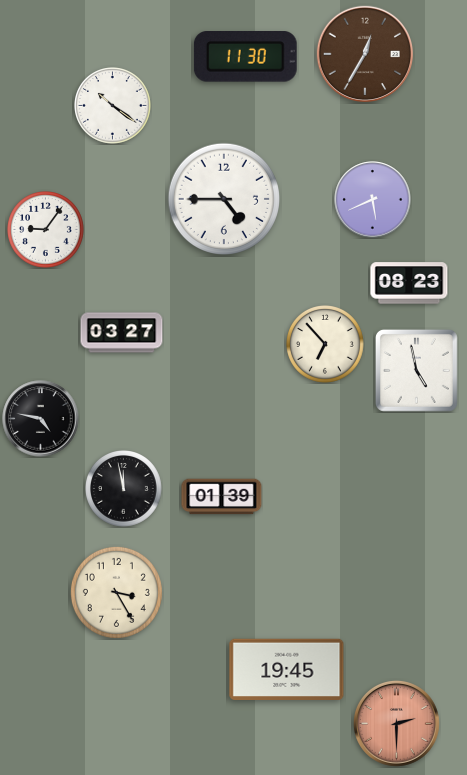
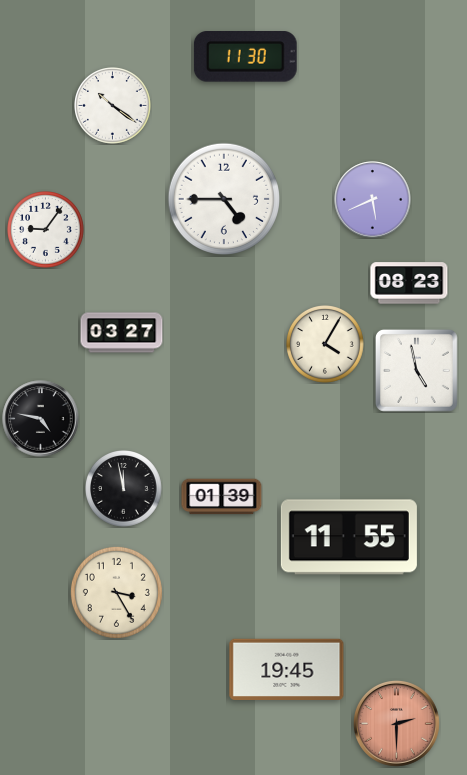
clock at (364, 53): 12:35 -> none
clock at (326, 345): 6:53 -> 4:05
clock at (349, 537): none -> 11:55
